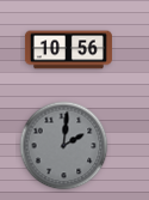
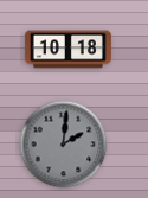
clock at (68, 50): 10:56 -> 10:18
